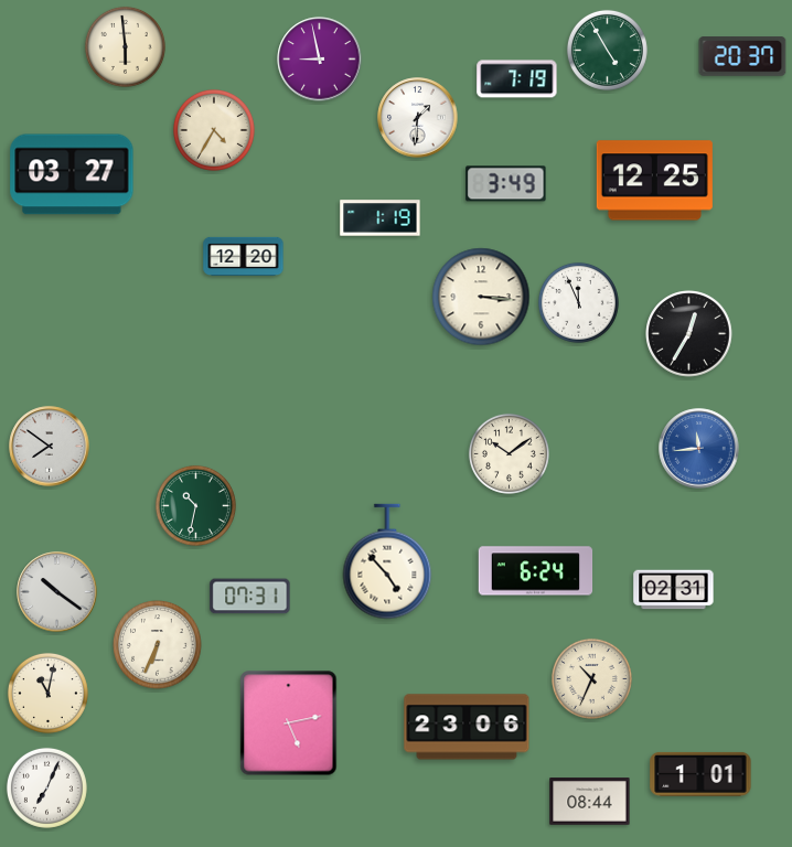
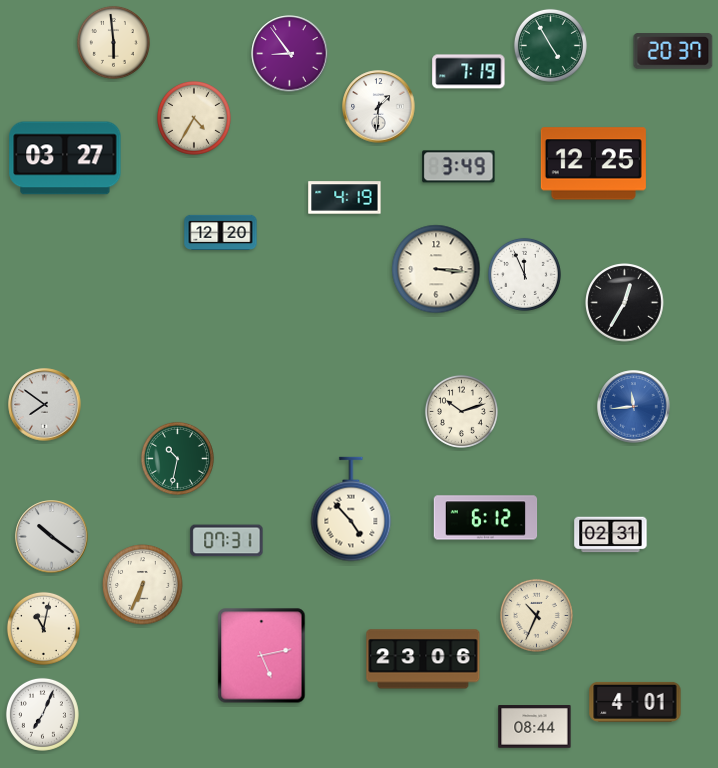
clock at (320, 60): 8:58 -> 8:54
clock at (381, 218): 1:19 -> 4:19
clock at (509, 453): 10:09 -> 10:12
clock at (536, 571): 6:24 -> 6:12
clock at (700, 774): 1:01 -> 4:01
